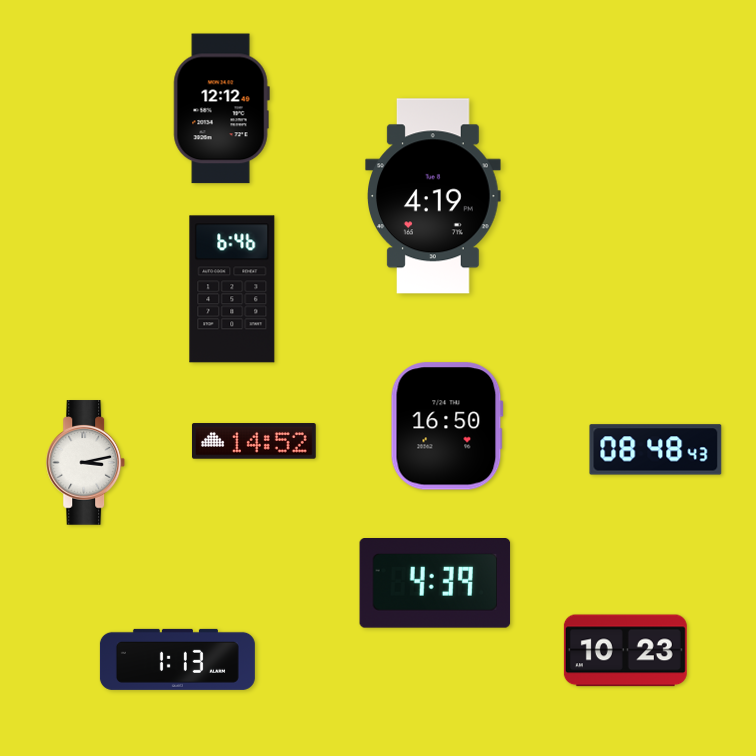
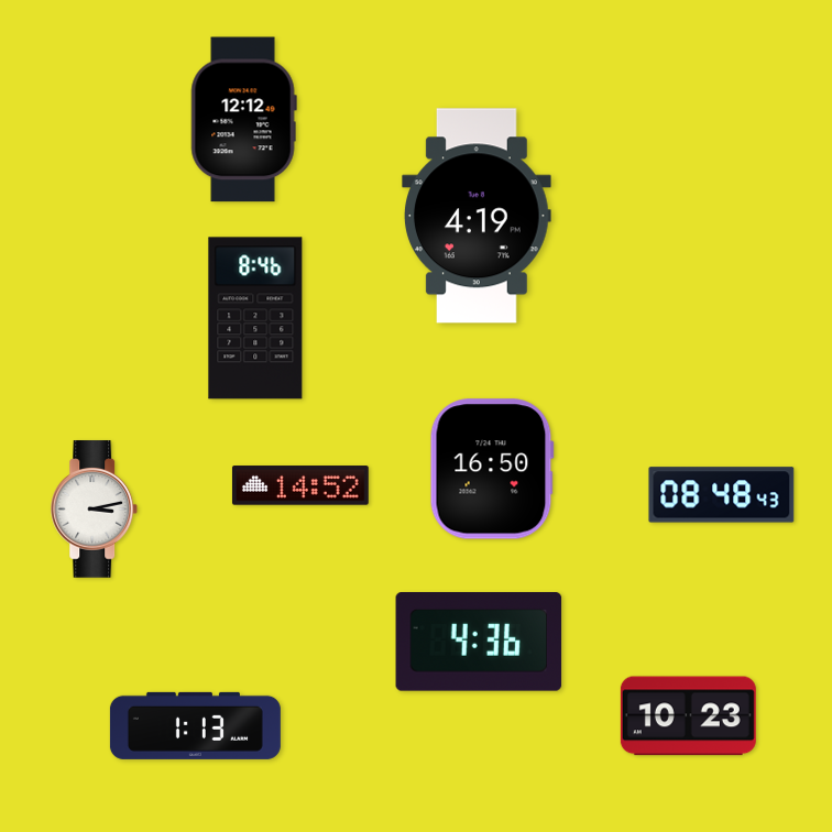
clock at (232, 289): 6:46 -> 8:46
clock at (254, 441) position: (254, 441) -> (300, 485)
clock at (435, 584): 4:39 -> 4:36
